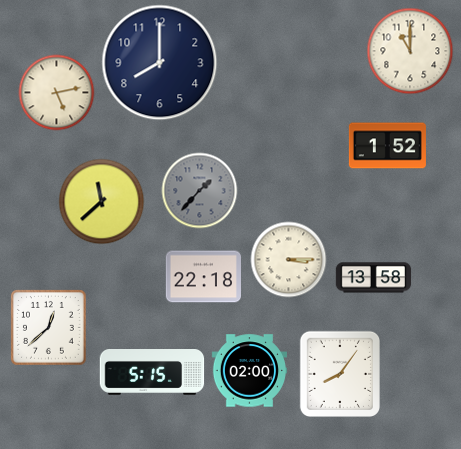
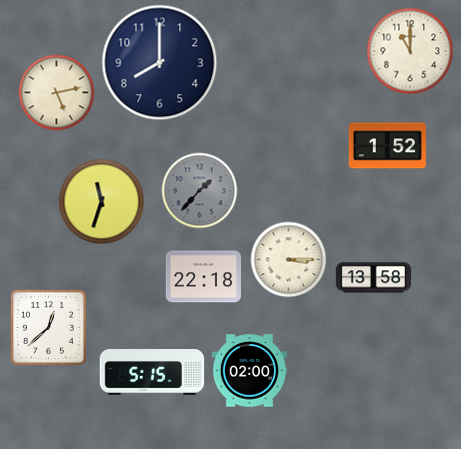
clock at (102, 202): 11:38 -> 11:33
clock at (339, 373): 8:06 -> none
